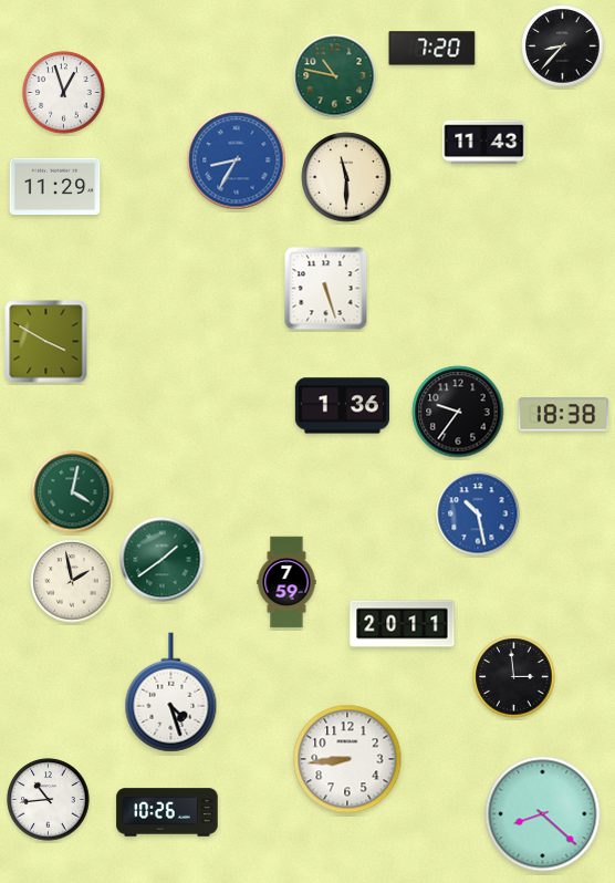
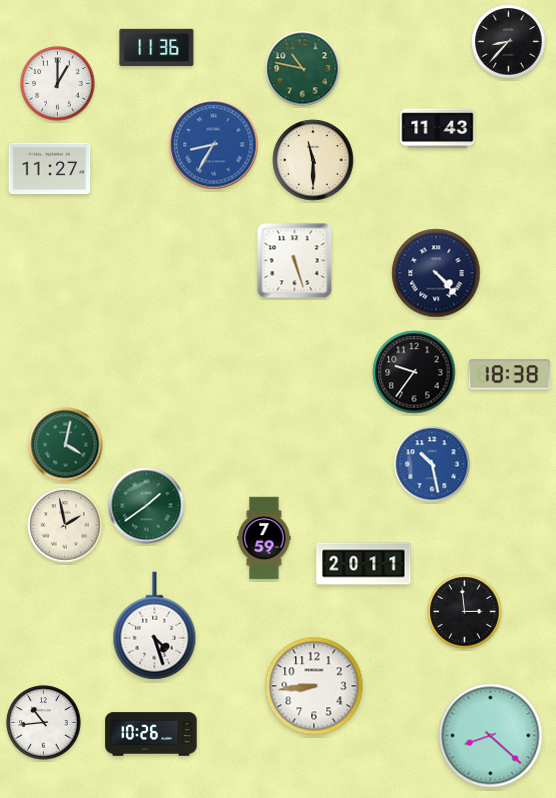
clock at (432, 49): 7:20 -> none
clock at (157, 47): none -> 11:36
clock at (64, 93): 12:57 -> 1:00
clock at (55, 187): 11:29 -> 11:27
clock at (436, 273): none -> 4:23
clock at (46, 342): 3:50 -> none
clock at (342, 406): 1:36 -> none
clock at (286, 582) position: (286, 582) -> (264, 538)
